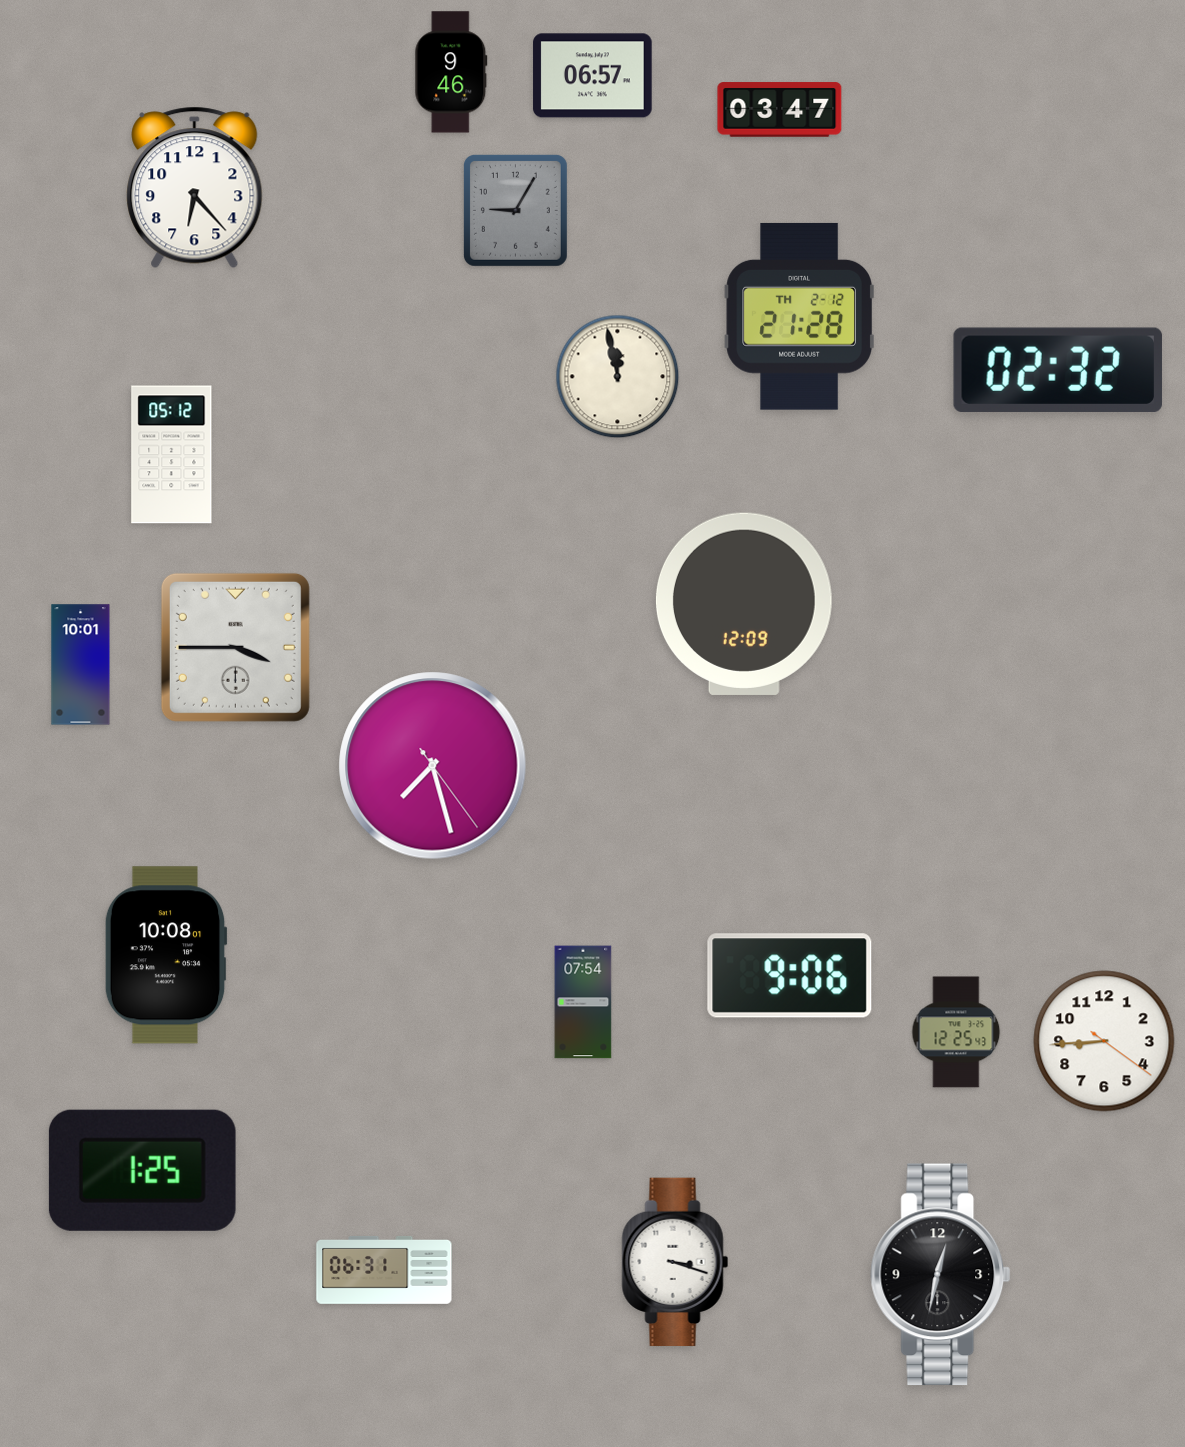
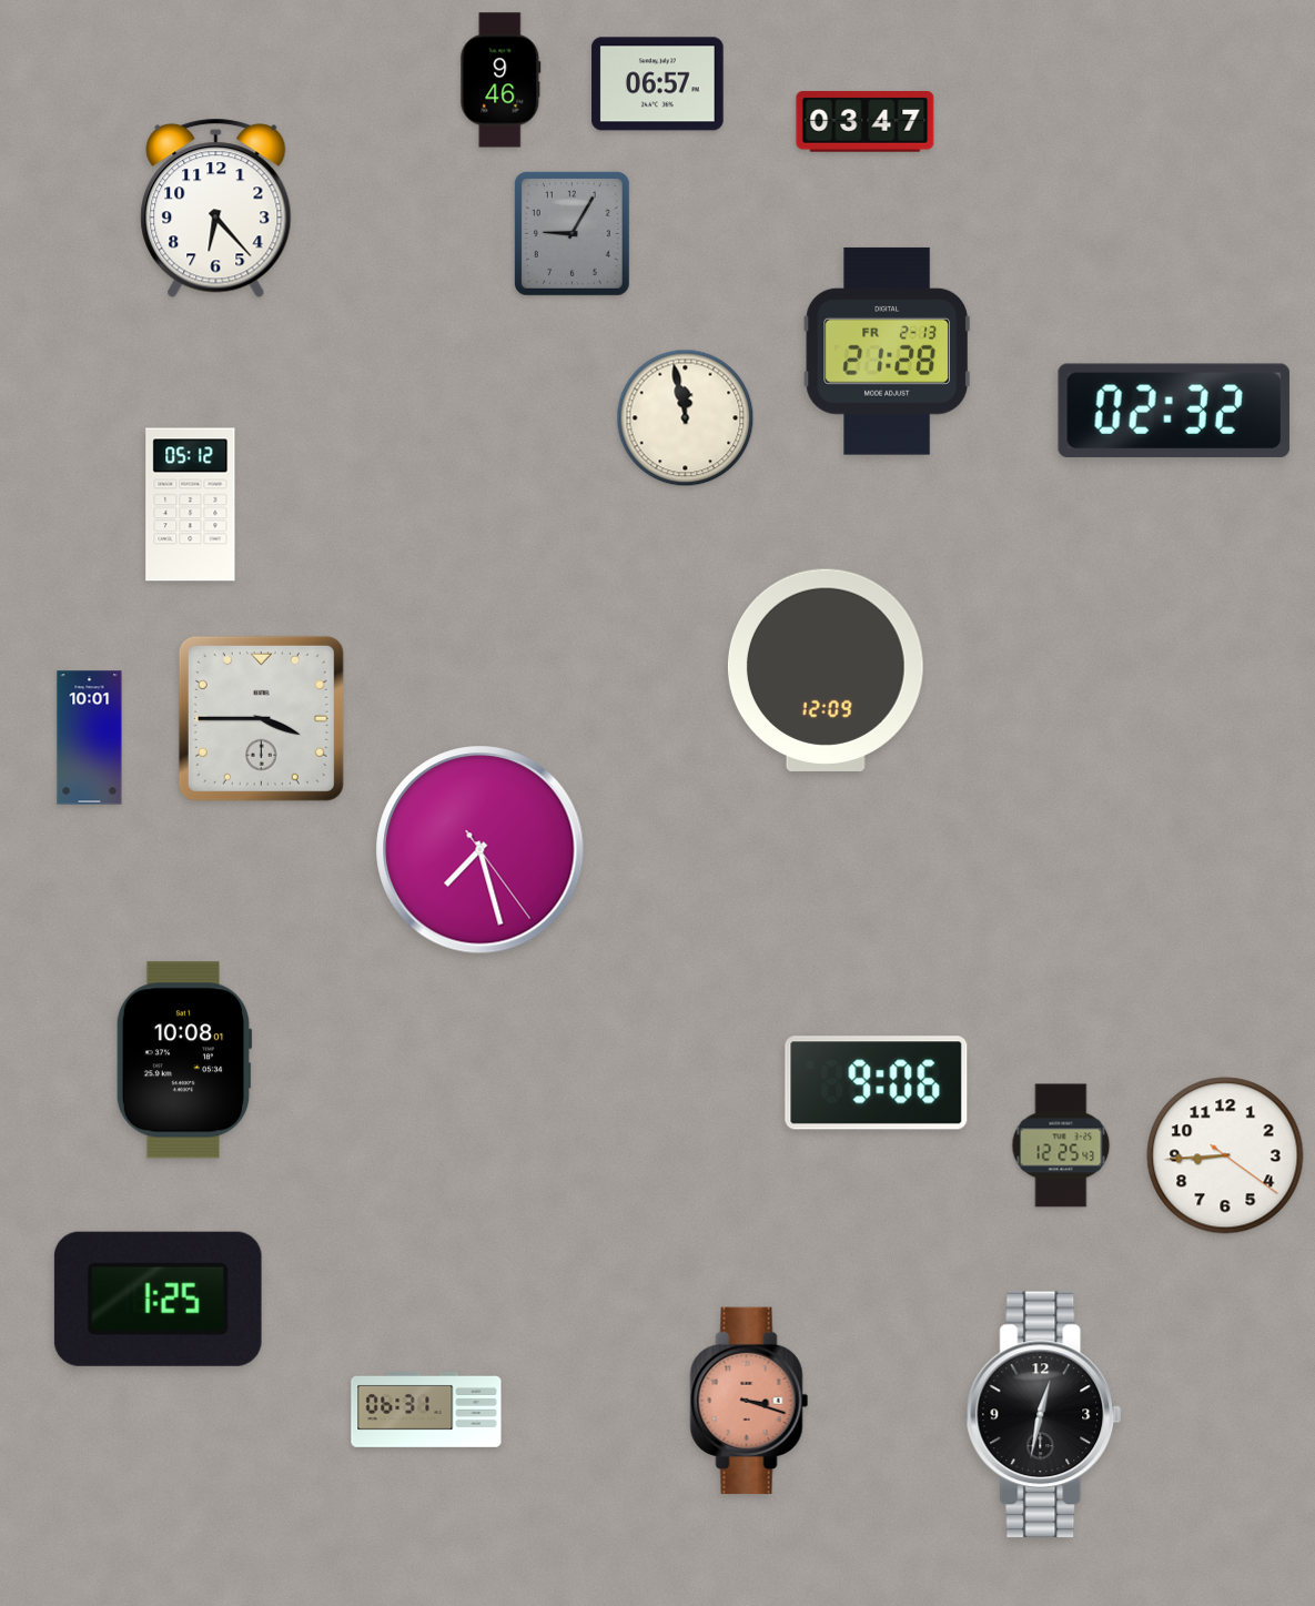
clock at (799, 316) date: TH 2-12 -> FR 2-13
clock at (583, 1002): 07:54 -> none
clock at (675, 1262) dial: white -> salmon
